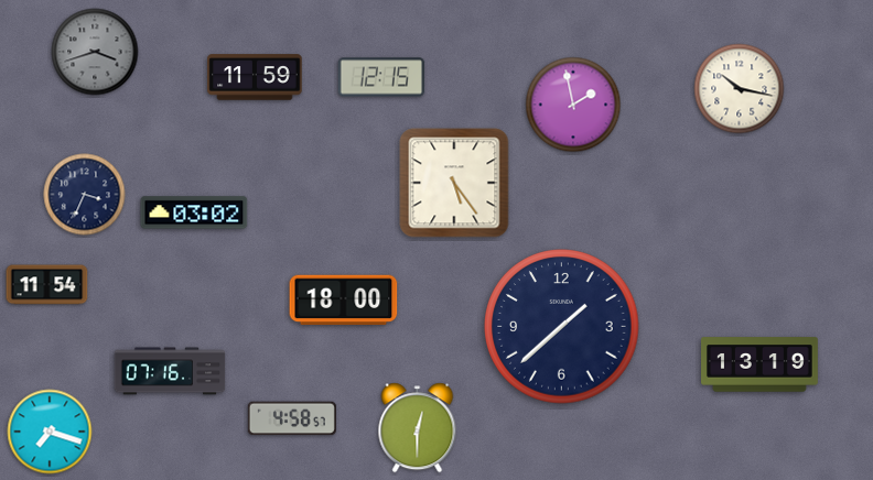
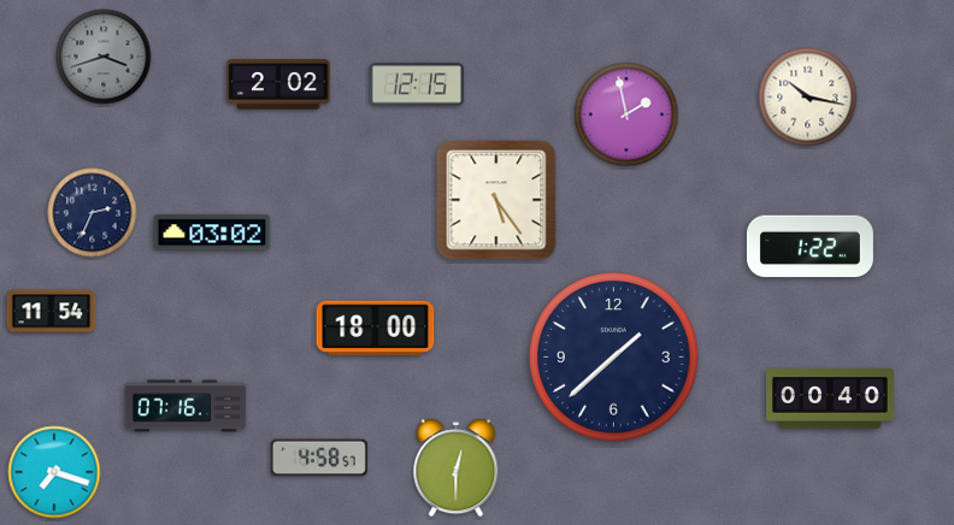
clock at (255, 77): 11:59 -> 2:02
clock at (85, 195): 3:34 -> 2:34
clock at (809, 247): none -> 1:22
clock at (761, 364): 13:19 -> 00:40
